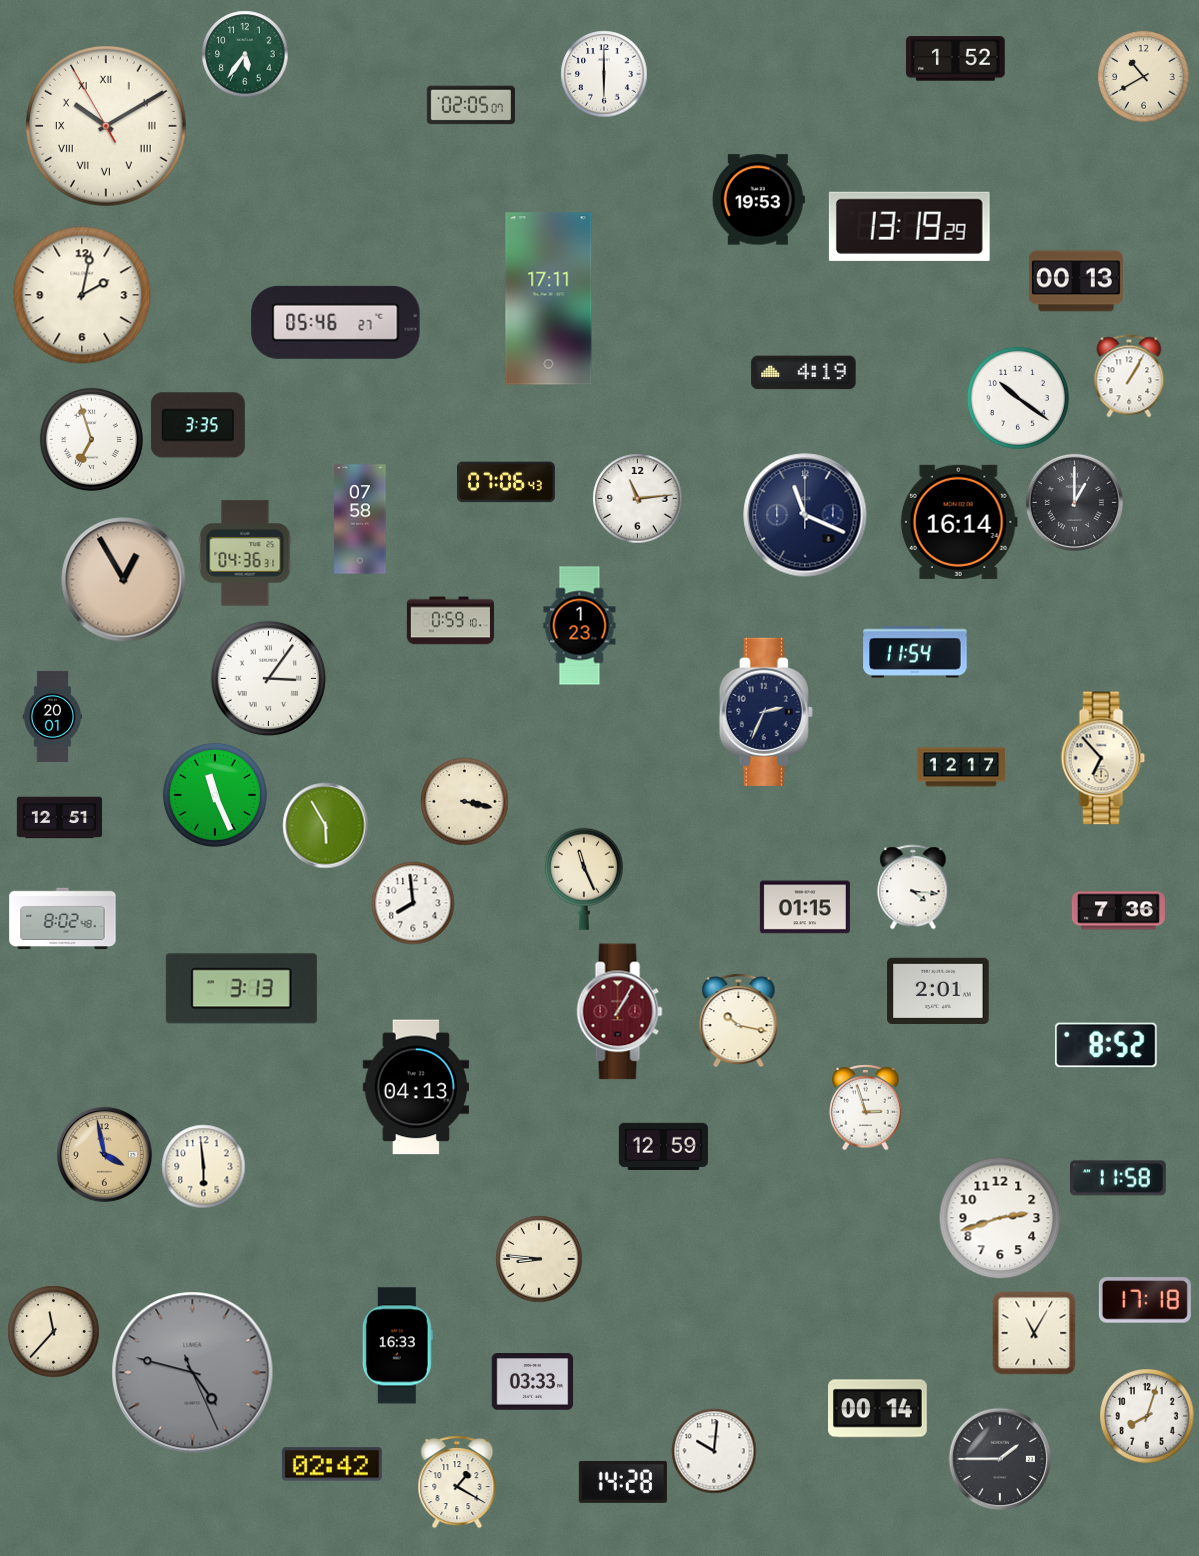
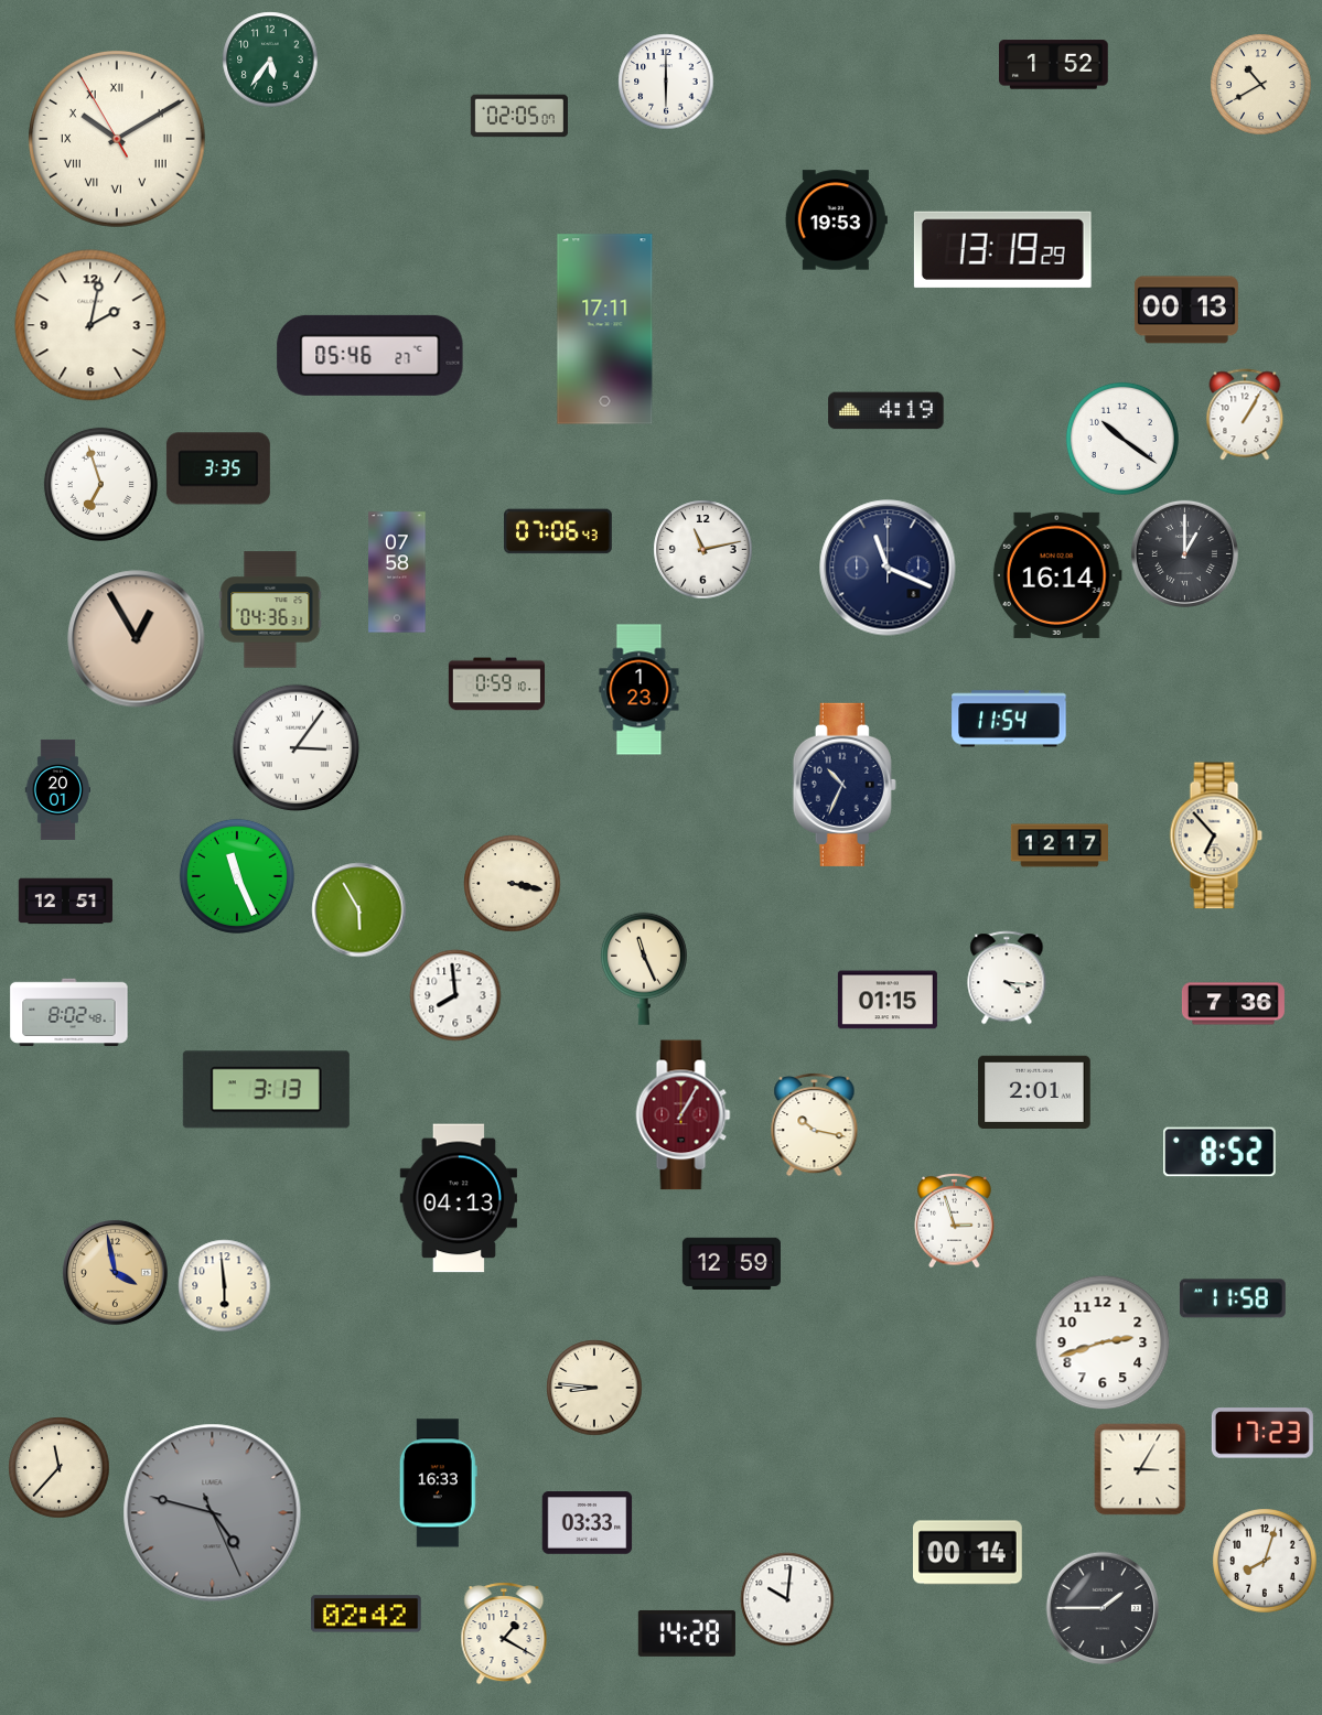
clock at (637, 498): 11:14 -> 11:13
clock at (766, 712): 2:34 -> 10:34
clock at (1145, 1300): 17:18 -> 17:23
clock at (1034, 1333): 11:05 -> 3:05
